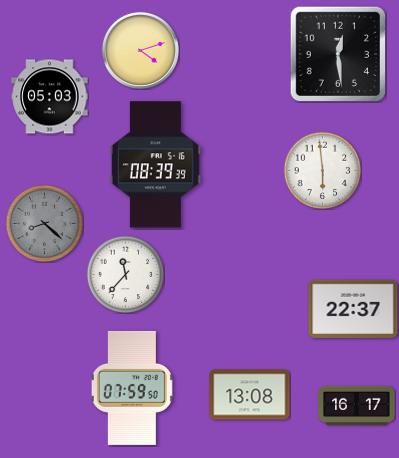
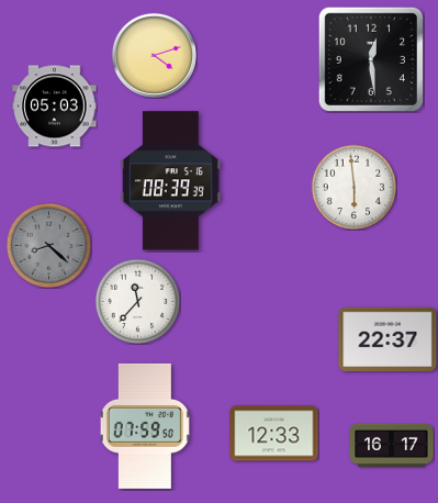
clock at (250, 395): 13:08 -> 12:33
